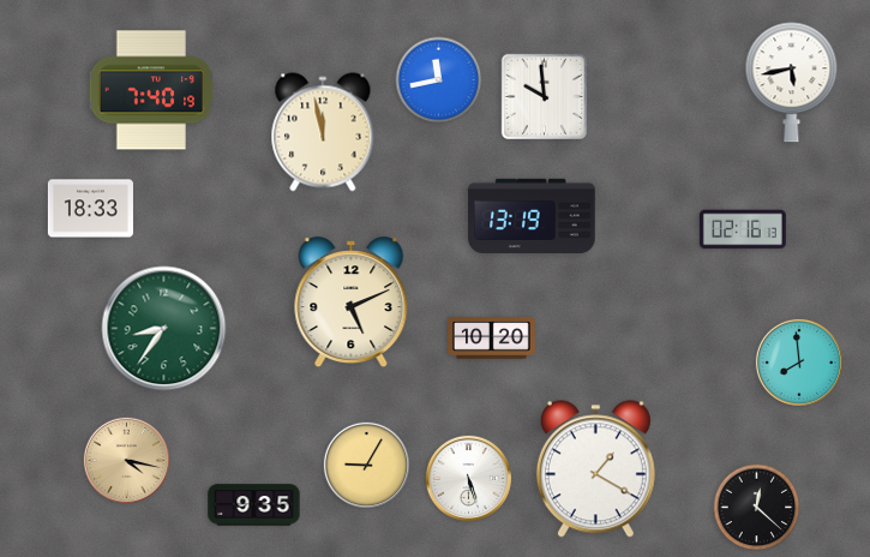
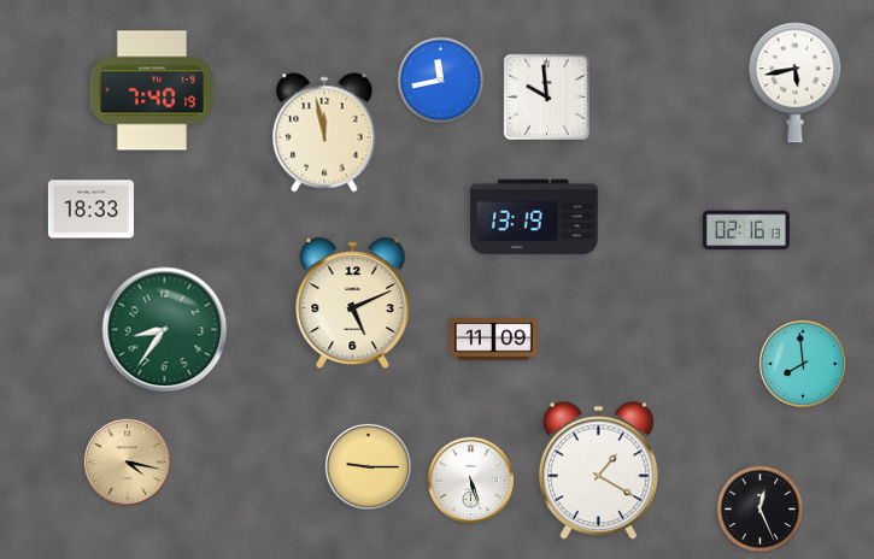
clock at (492, 339): 10:20 -> 11:09
clock at (366, 465): 9:05 -> 9:15
clock at (254, 505): 9:35 -> none
clock at (757, 508): 12:22 -> 12:26
